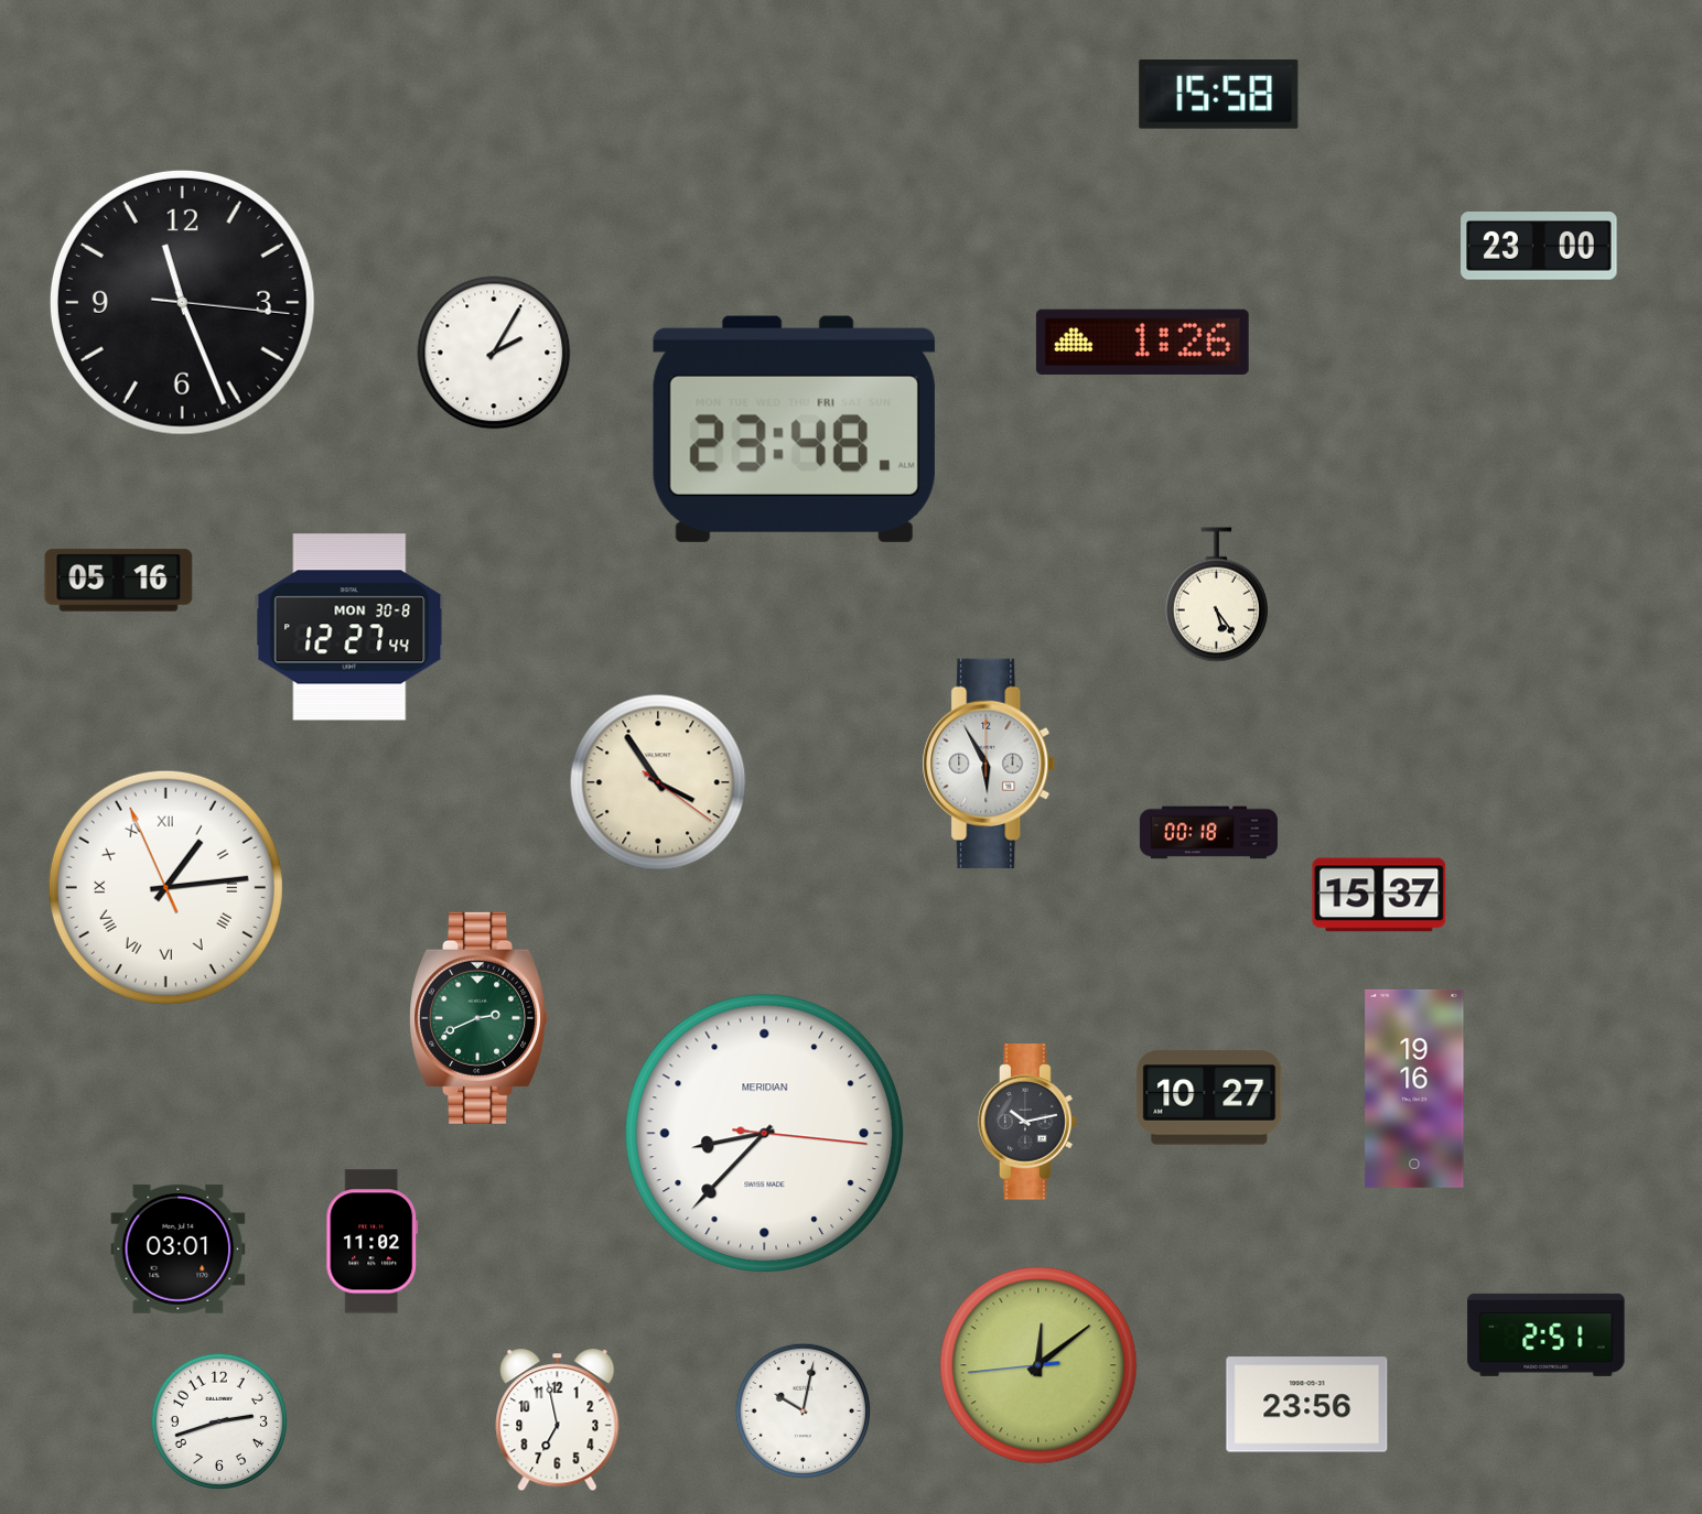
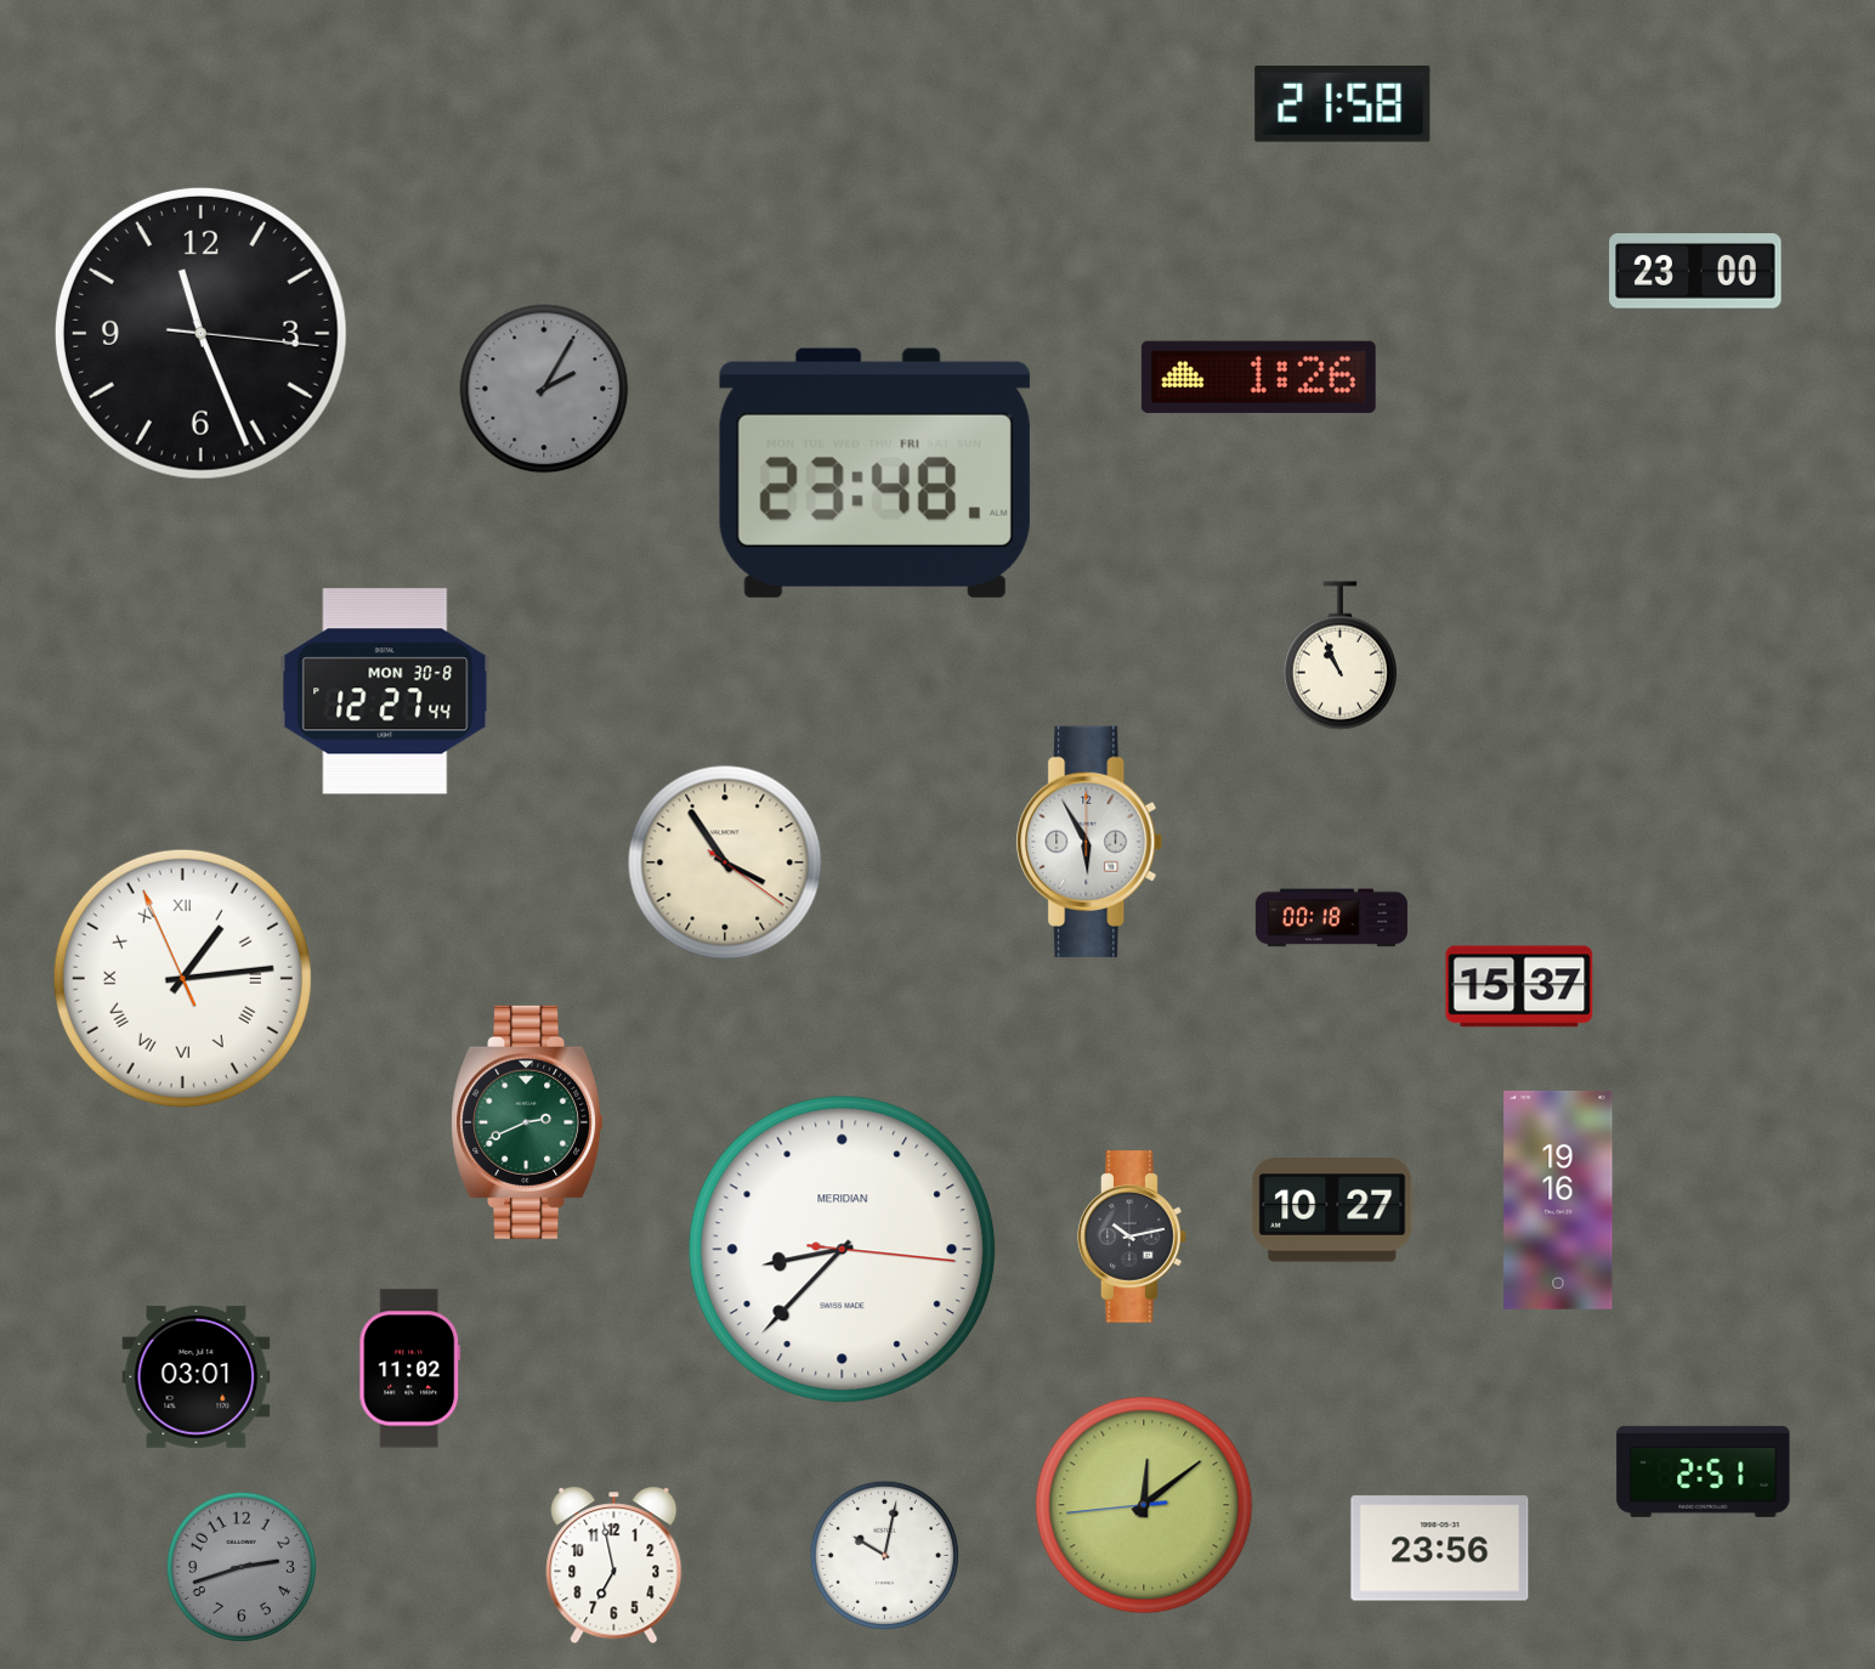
clock at (1219, 95): 15:58 -> 21:58
clock at (494, 353) dial: white -> grey
clock at (119, 581): 05:16 -> none
clock at (1216, 595): 5:24 -> 10:56
clock at (219, 1421) dial: white -> grey
